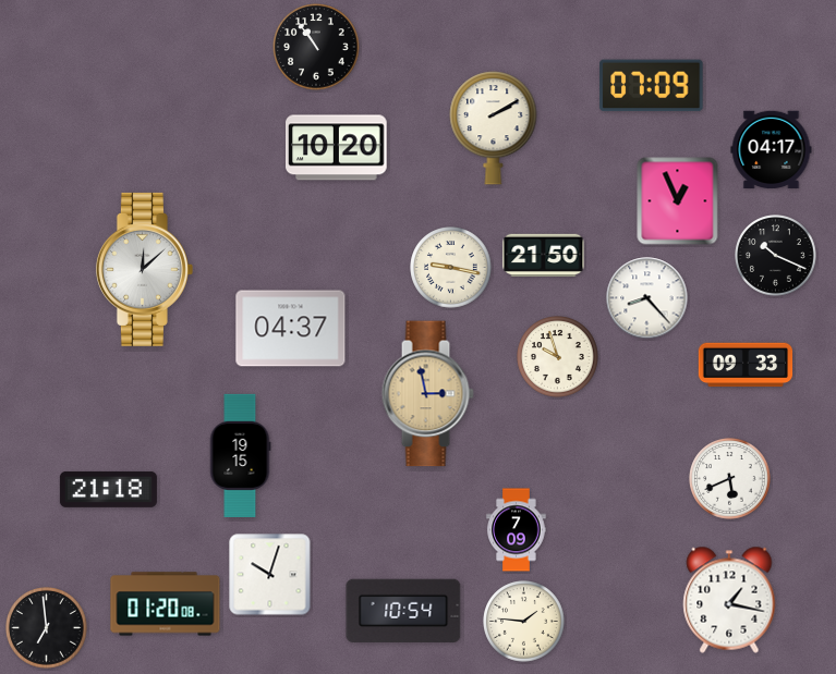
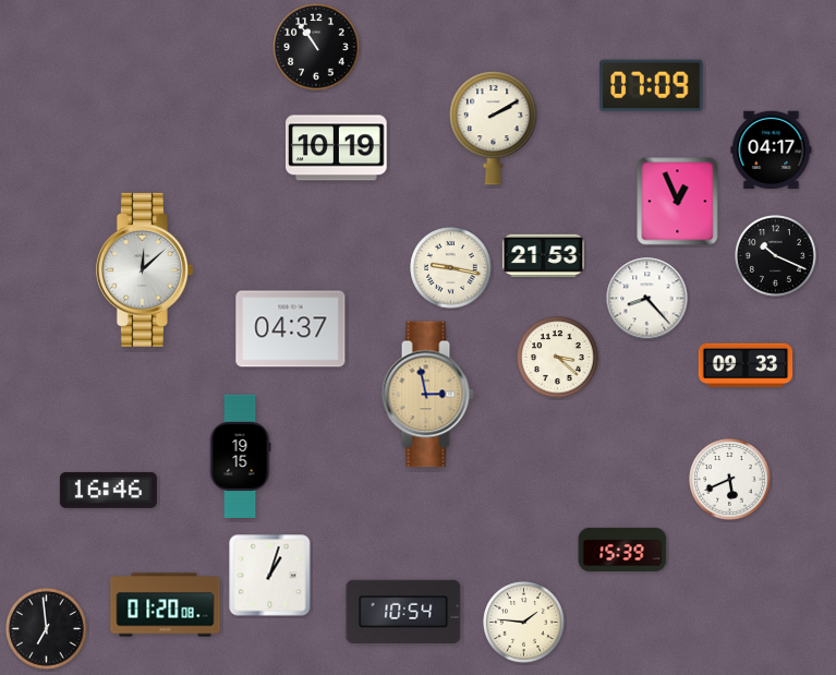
clock at (337, 148): 10:20 -> 10:19
clock at (544, 255): 21:50 -> 21:53
clock at (558, 357): 9:57 -> 3:22
clock at (108, 489): 21:18 -> 16:46
clock at (517, 530): 7:09 -> none
clock at (622, 550): none -> 15:39
clock at (270, 575): 10:03 -> 1:03
clock at (729, 600): 1:17 -> none
